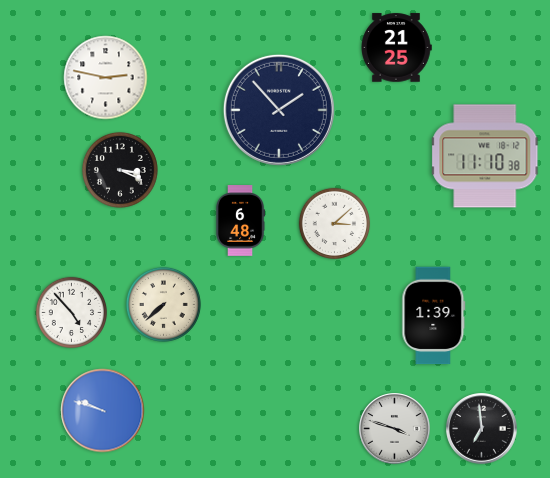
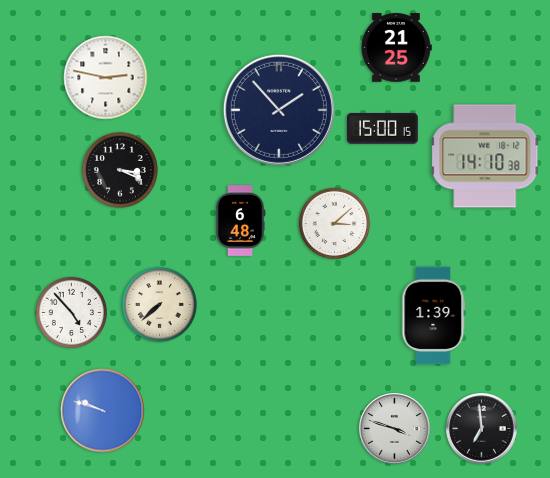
clock at (383, 129): none -> 15:00
clock at (486, 156): 11:10 -> 14:10
clock at (163, 304) position: (163, 304) -> (159, 304)
